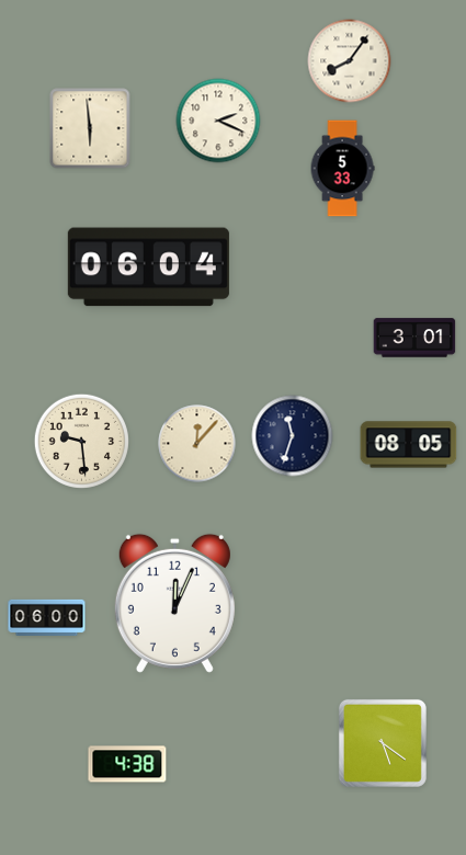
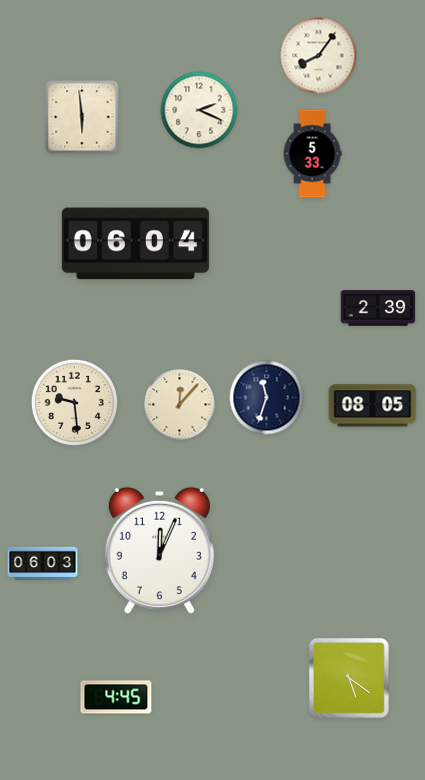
clock at (414, 338): 3:01 -> 2:39
clock at (47, 617): 06:00 -> 06:03
clock at (127, 764): 4:38 -> 4:45
